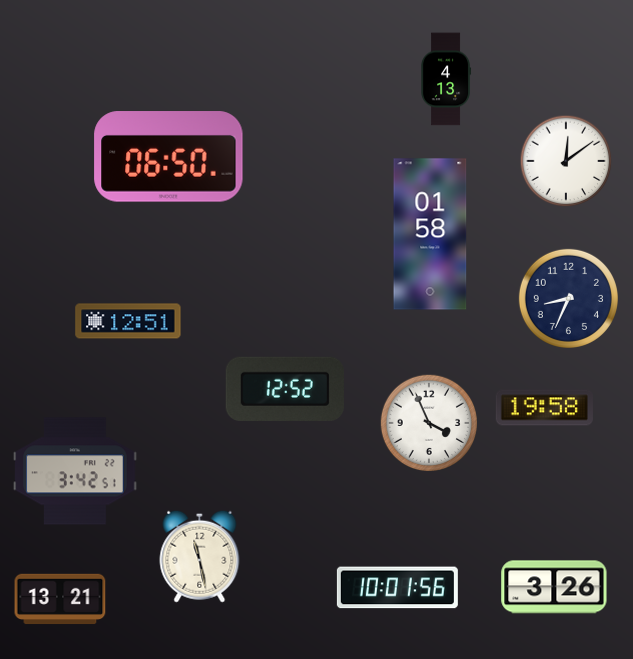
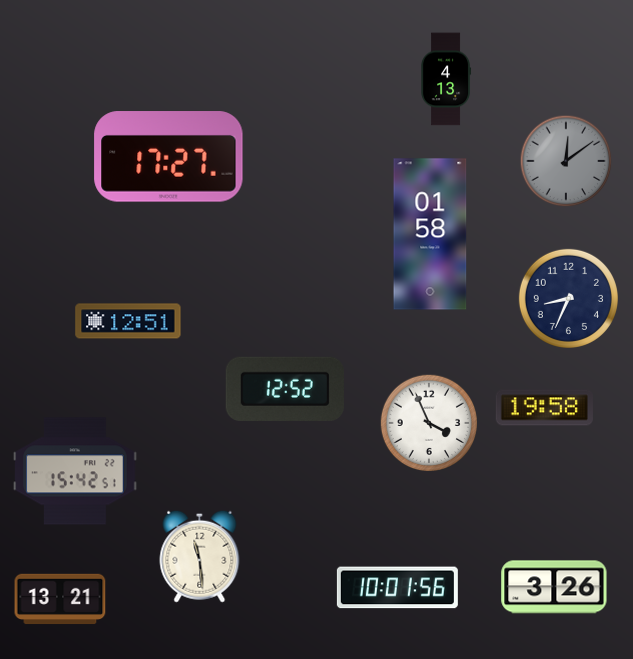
clock at (169, 157): 06:50 -> 17:27
clock at (566, 161) dial: white -> grey
clock at (75, 471): 3:42 -> 15:42
clock at (200, 556): 11:28 -> 11:29
